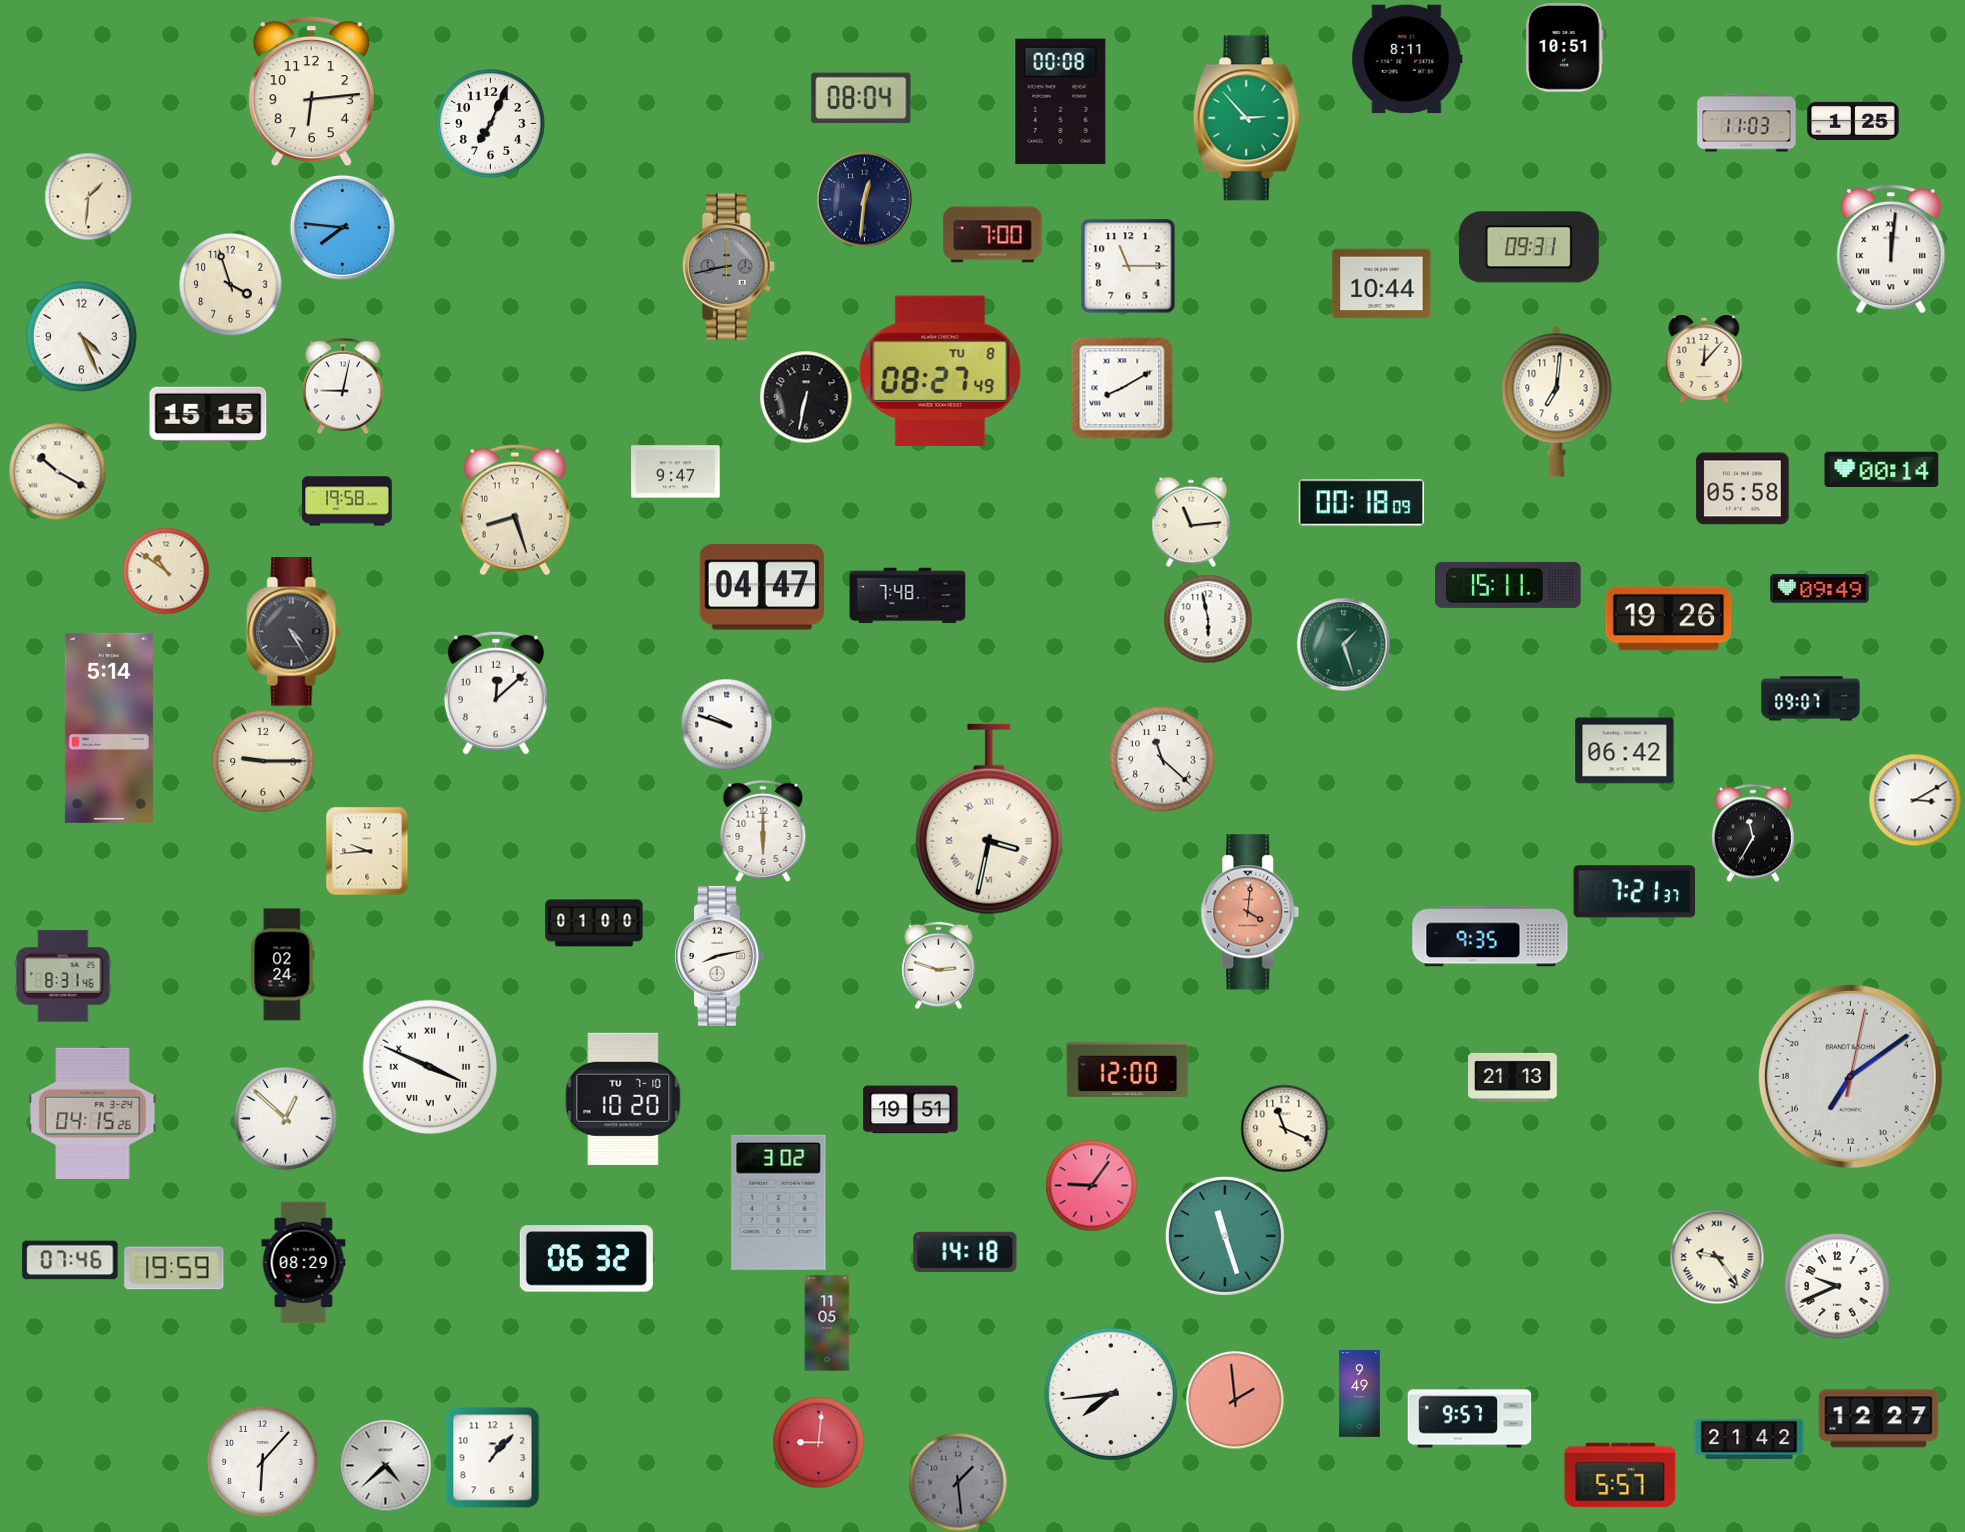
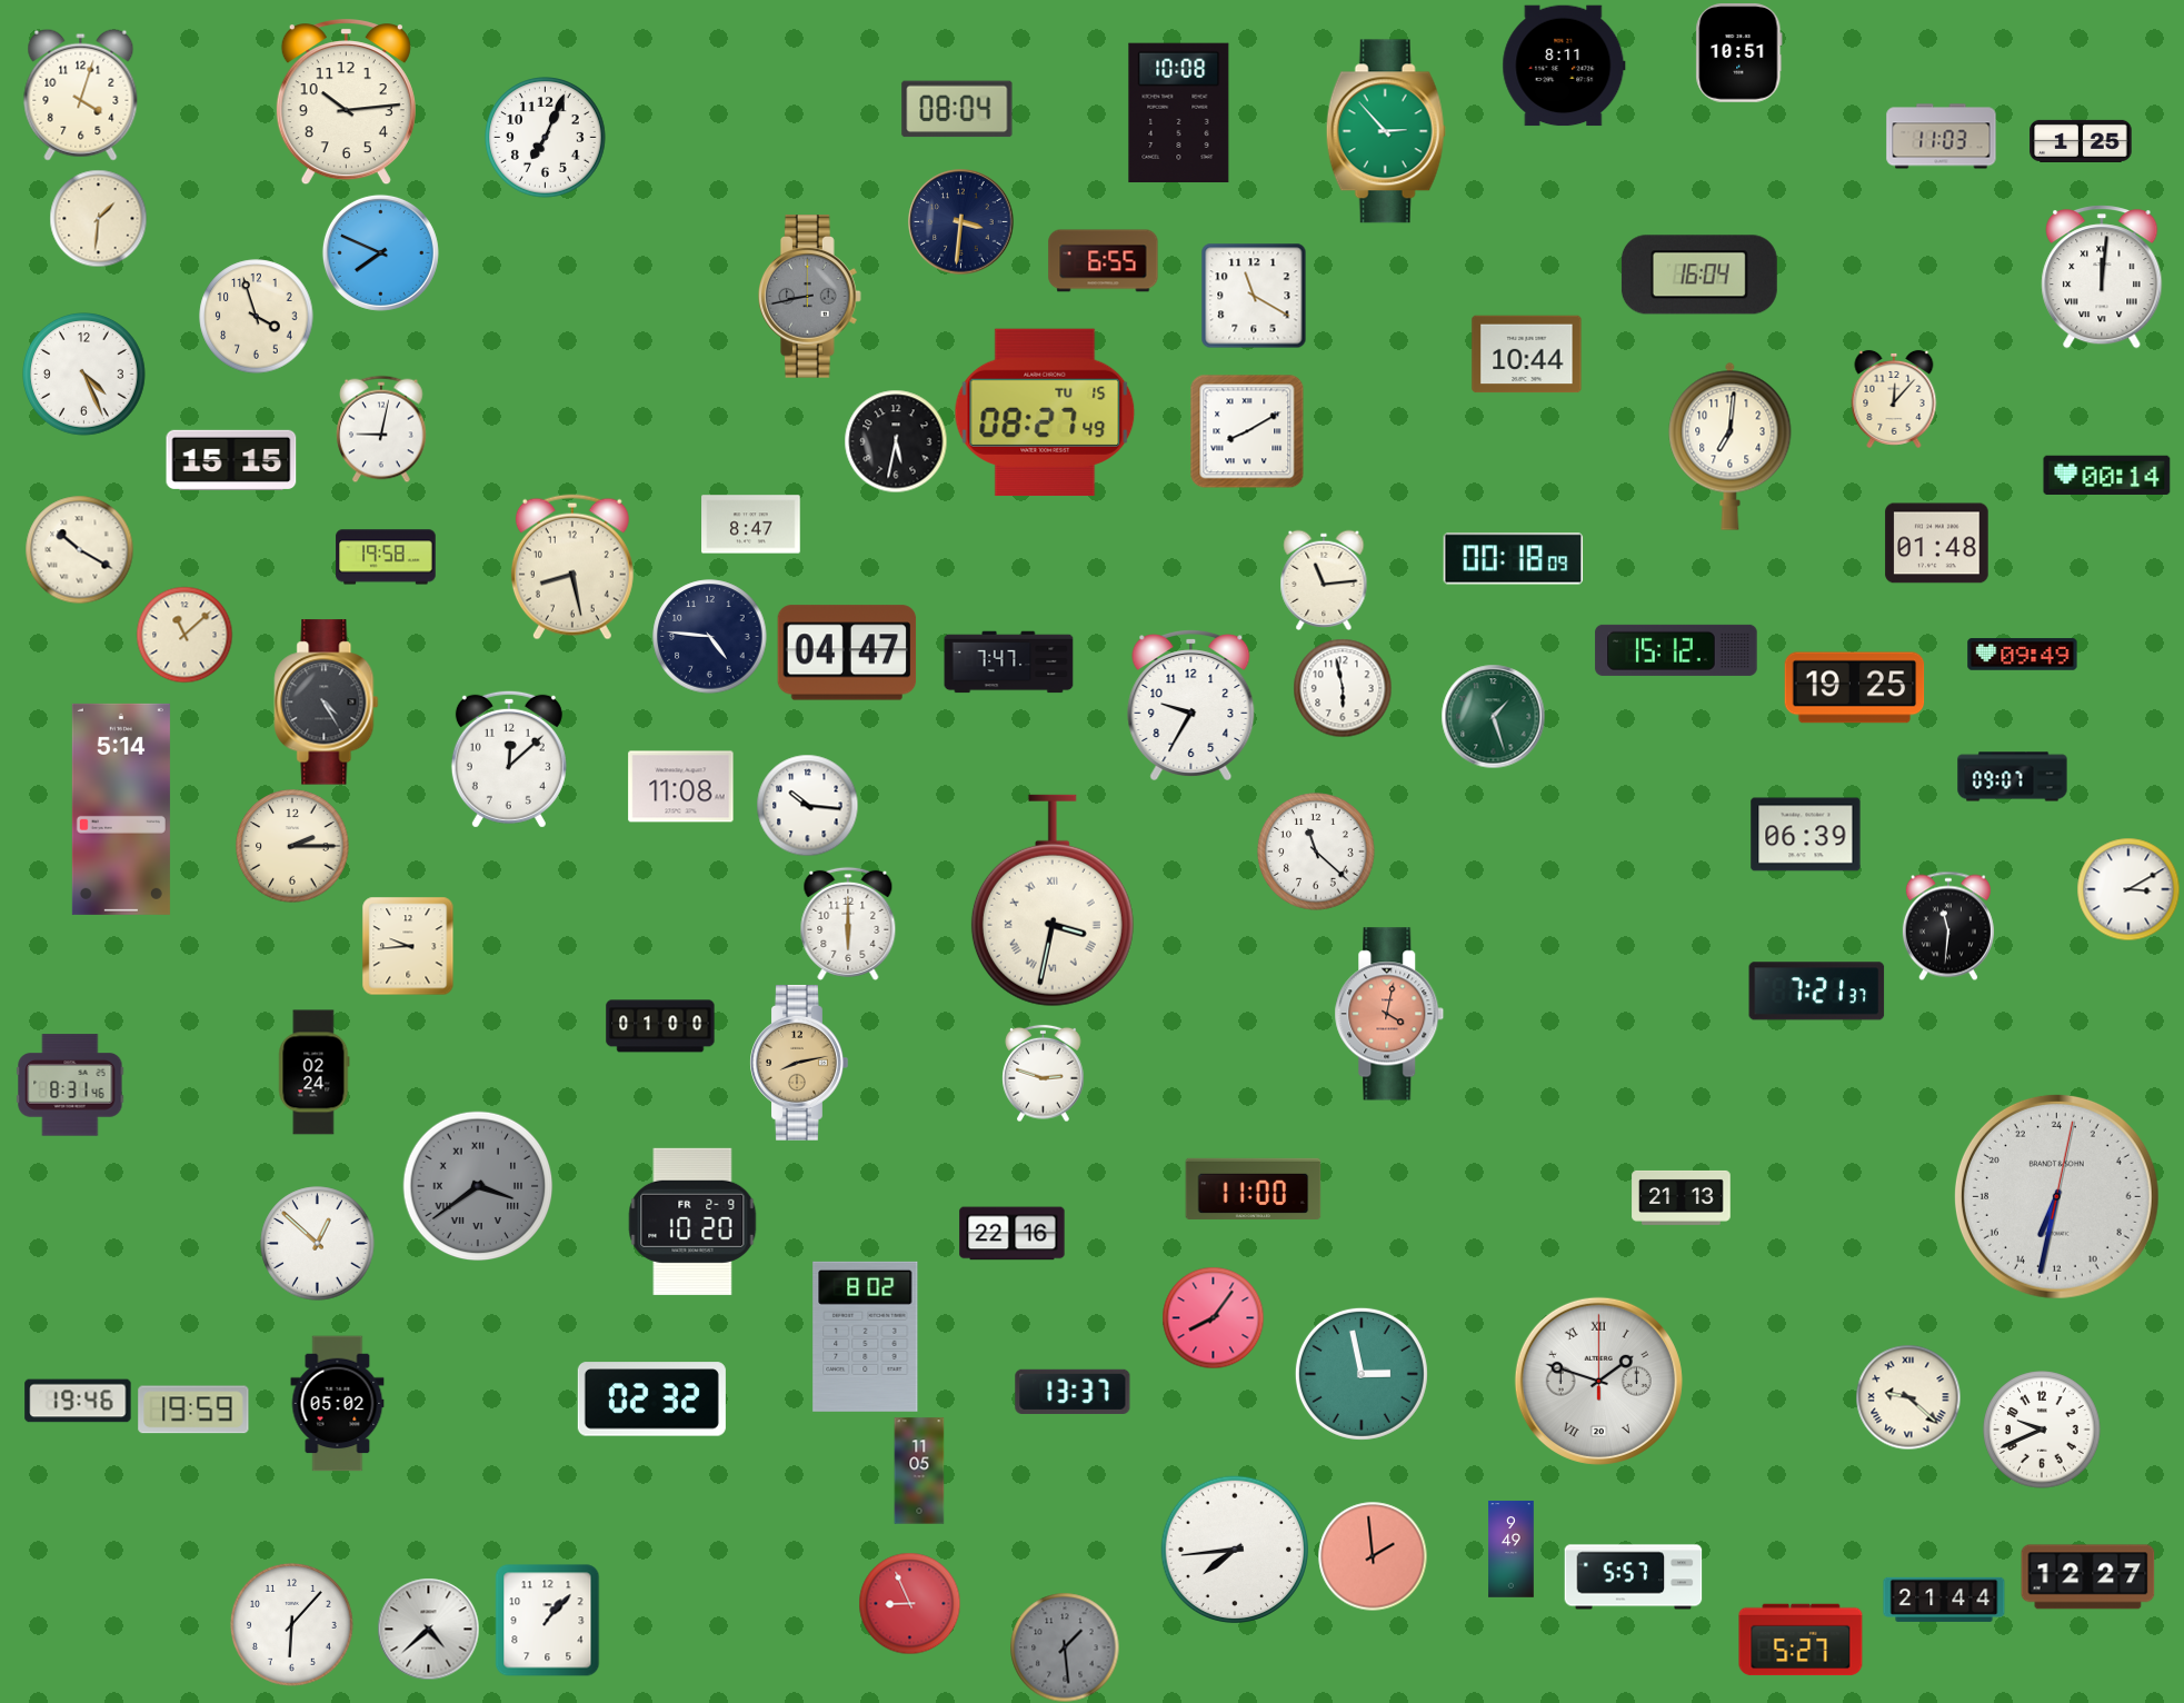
clock at (81, 94): none -> 4:03
clock at (311, 92): 6:14 -> 10:14
clock at (1061, 102): 00:08 -> 10:08
clock at (1853, 121) position: (1853, 121) -> (2081, 141)
clock at (865, 200): 12:31 -> 3:31
clock at (342, 227): 7:46 -> 7:49
clock at (993, 235): 7:00 -> 6:55
clock at (1529, 247): 09:31 -> 16:04
clock at (1128, 266): 11:15 -> 11:20
clock at (1382, 284) position: (1382, 284) -> (1527, 355)
clock at (82, 337) position: (82, 337) -> (84, 375)
clock at (940, 371) date: TU 8 -> TU 15
clock at (806, 397): 6:32 -> 5:32
clock at (1882, 469) position: (1882, 469) -> (2107, 475)
clock at (57, 471) position: (57, 471) -> (79, 549)
clock at (676, 472): 9:47 -> 8:47
clock at (1743, 489): 05:58 -> 01:48
clock at (515, 510): 8:27 -> 8:28
clock at (166, 571): 10:51 -> 11:08
clock at (710, 637): none -> 4:46
clock at (1508, 585): 15:11 -> 15:12
clock at (908, 596): 7:48 -> 7:47
clock at (1669, 619): 19:26 -> 19:25
clock at (1191, 706): none -> 9:35
clock at (496, 693) position: (496, 693) -> (509, 759)
clock at (681, 787): none -> 11:08
clock at (726, 724): 9:48 -> 10:16
clock at (1625, 751): 06:42 -> 06:39
clock at (1162, 759) position: (1162, 759) -> (1316, 852)
clock at (263, 761): 9:15 -> 2:15
clock at (989, 819) position: (989, 819) -> (1053, 900)
clock at (1753, 833): 11:35 -> 11:31
clock at (1250, 912): 4:01 -> 4:02
clock at (1490, 936): 9:35 -> none
clock at (719, 956) dial: white -> champagne
clock at (430, 1067): 3:49 -> 3:39
clock at (430, 1067) dial: white -> grey
clock at (1128, 1069): 12:00 -> 11:00
clock at (1850, 1076): 14:09 -> 13:32
clock at (623, 1099) date: TU 7-10 -> FR 2-9
clock at (911, 1110): 19:51 -> 22:16
clock at (93, 1113): 04:15 -> none
clock at (1284, 1128): 11:19 -> none
clock at (1091, 1185): 9:06 -> 8:06
clock at (779, 1202): 3:02 -> 8:02
clock at (1225, 1236): 11:27 -> 2:58
clock at (1598, 1381): none -> 1:48
clock at (965, 1252): 14:18 -> 13:37
clock at (1717, 1257): 9:24 -> 9:22
clock at (586, 1259): 06:32 -> 02:32
clock at (70, 1260): 07:46 -> 19:46
clock at (304, 1263): 08:29 -> 05:02
clock at (1470, 1419): 9:57 -> 5:57
clock at (1749, 1439): 21:42 -> 21:44
clock at (818, 1442): 9:01 -> 8:56
clock at (1620, 1475): 5:57 -> 5:27
